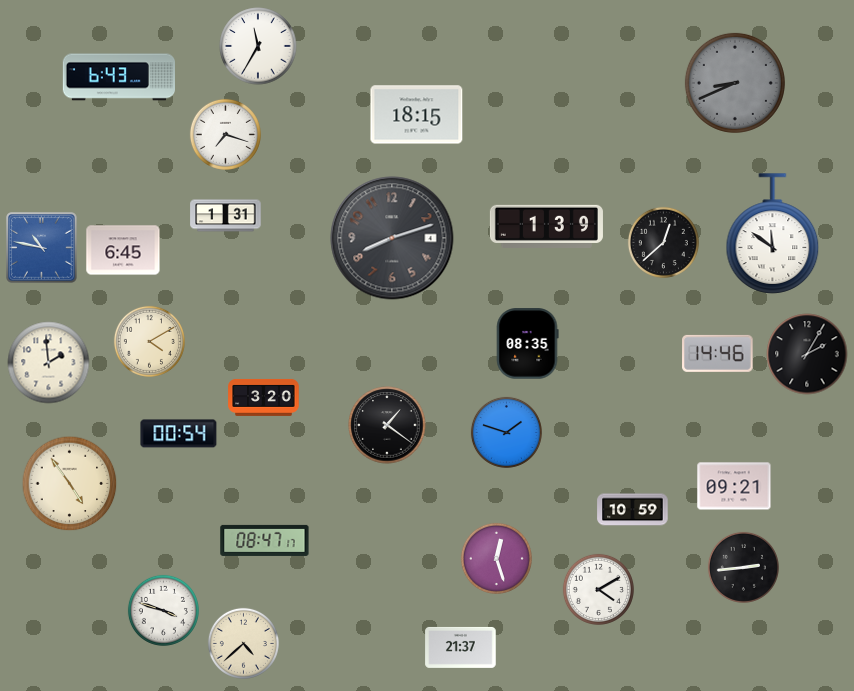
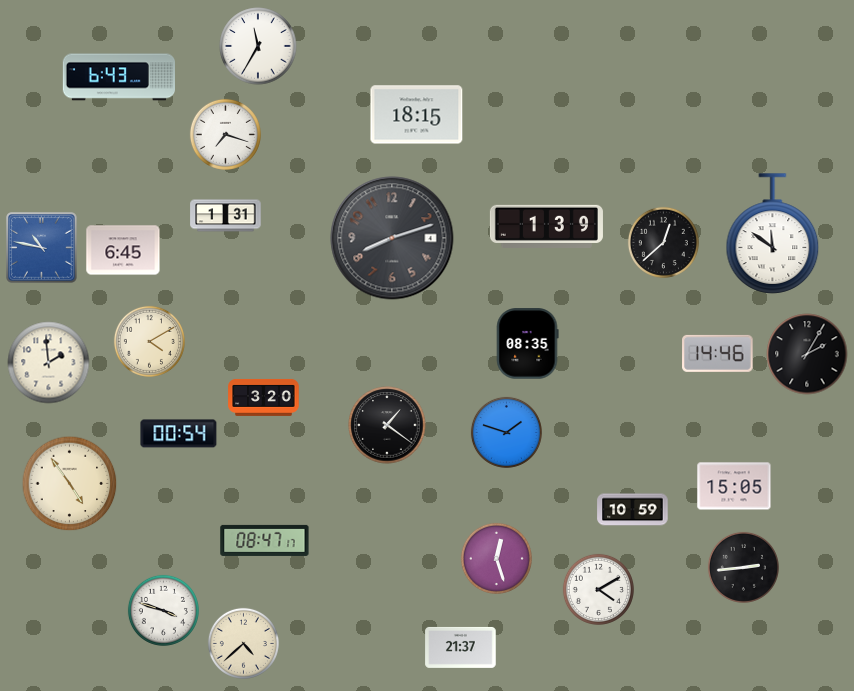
clock at (735, 83): 8:41 -> none
clock at (734, 486): 09:21 -> 15:05
